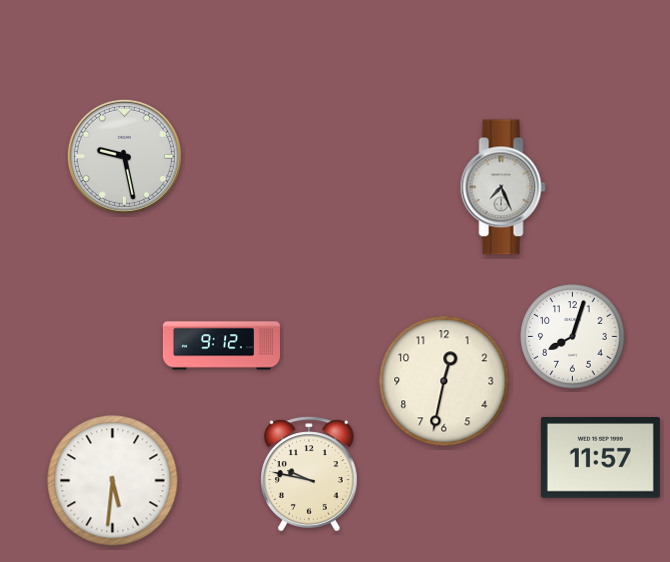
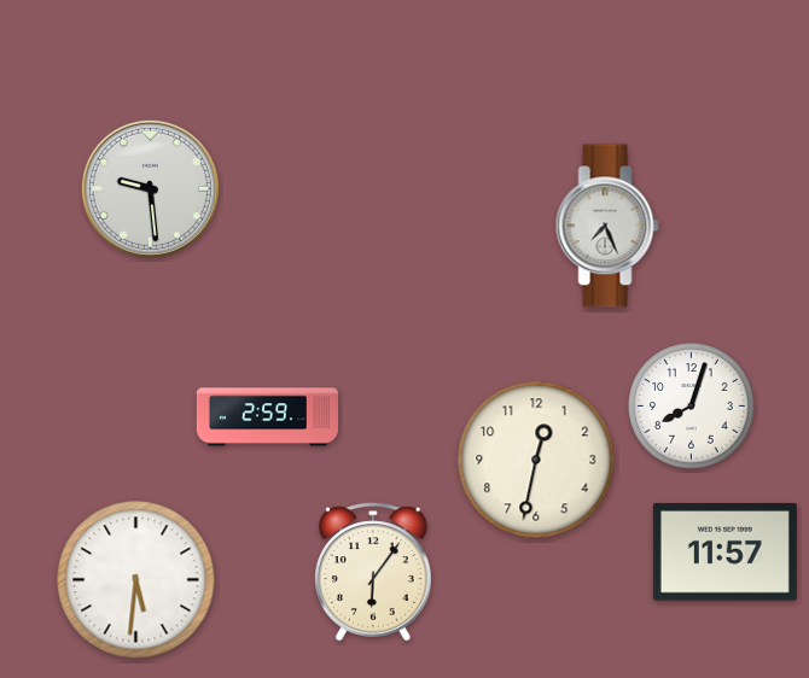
clock at (124, 156): 9:28 -> 9:29
clock at (221, 346): 9:12 -> 2:59
clock at (310, 474): 9:47 -> 6:06
